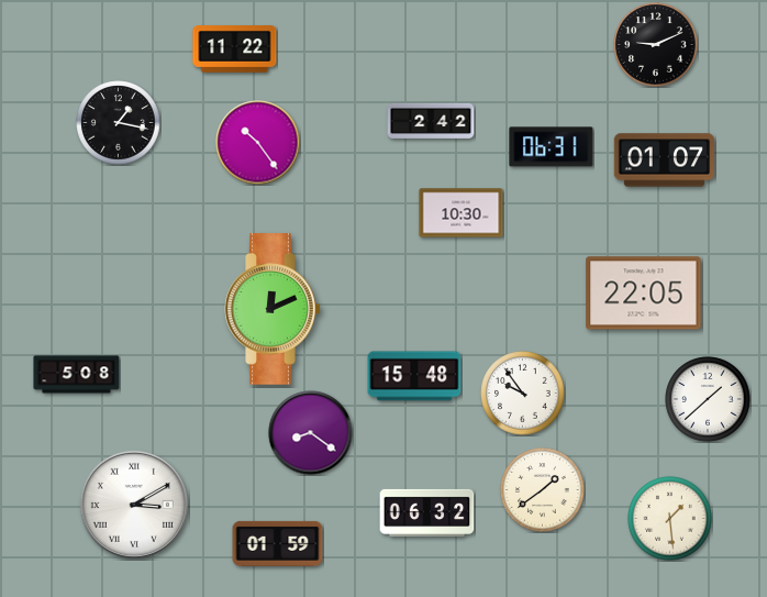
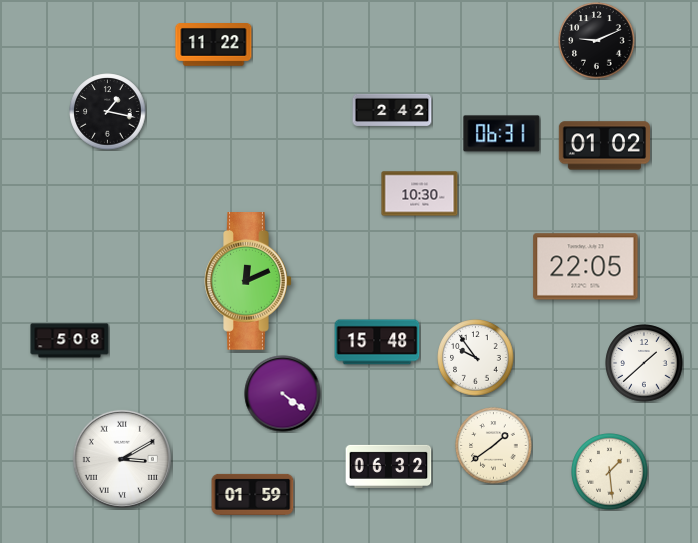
clock at (258, 143): 10:24 -> none
clock at (664, 161): 01:07 -> 01:02
clock at (311, 433): 8:21 -> 4:21
